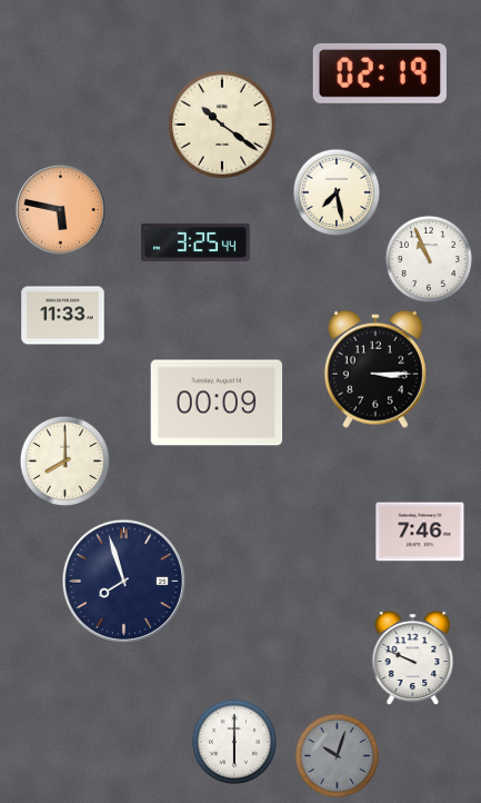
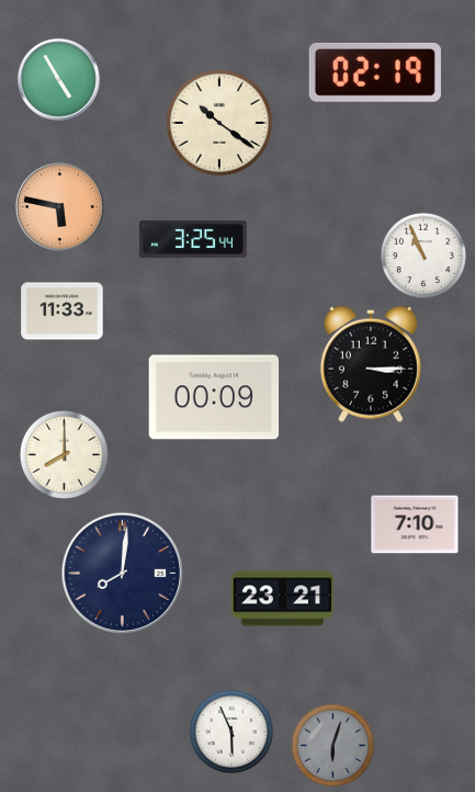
clock at (59, 80): none -> 4:55
clock at (335, 191): 7:28 -> none
clock at (420, 532): 7:46 -> 7:10
clock at (123, 581): 7:57 -> 8:01
clock at (282, 599): none -> 23:21
clock at (413, 657): 9:49 -> none
clock at (233, 741): 6:00 -> 5:56
clock at (337, 755): 10:03 -> 6:03
